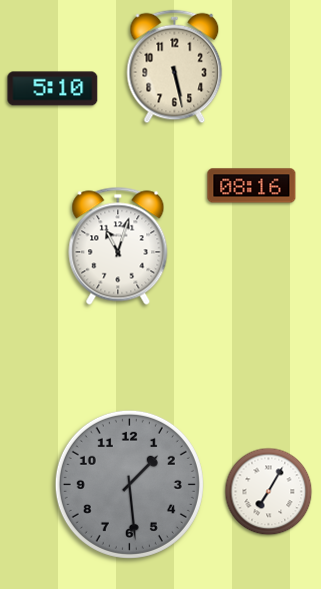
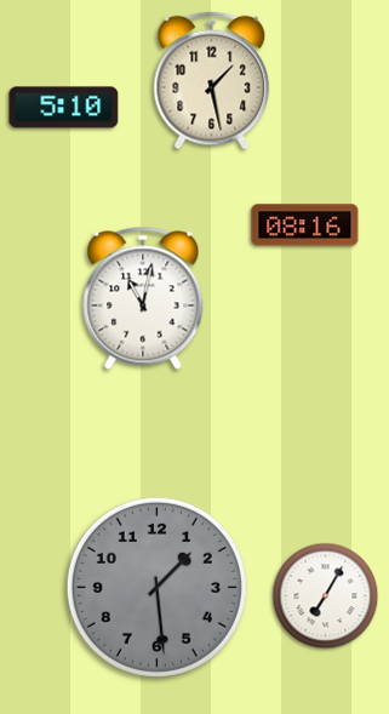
clock at (175, 67): 5:28 -> 1:28
clock at (118, 246): 11:03 -> 11:02
